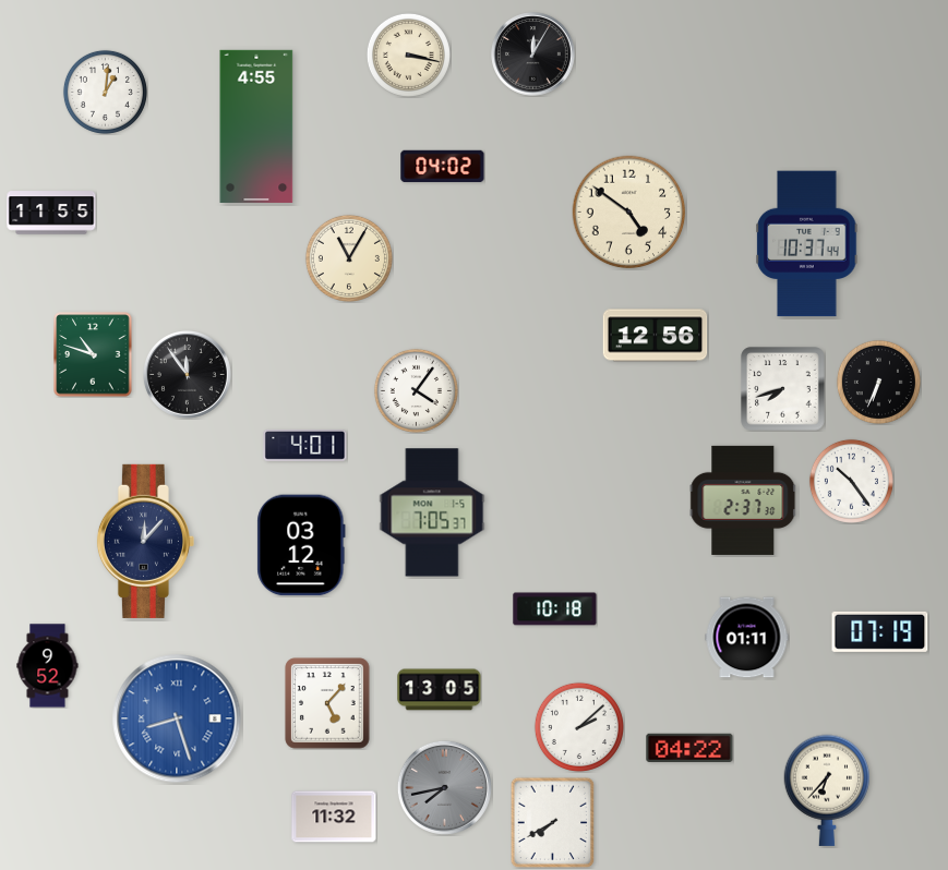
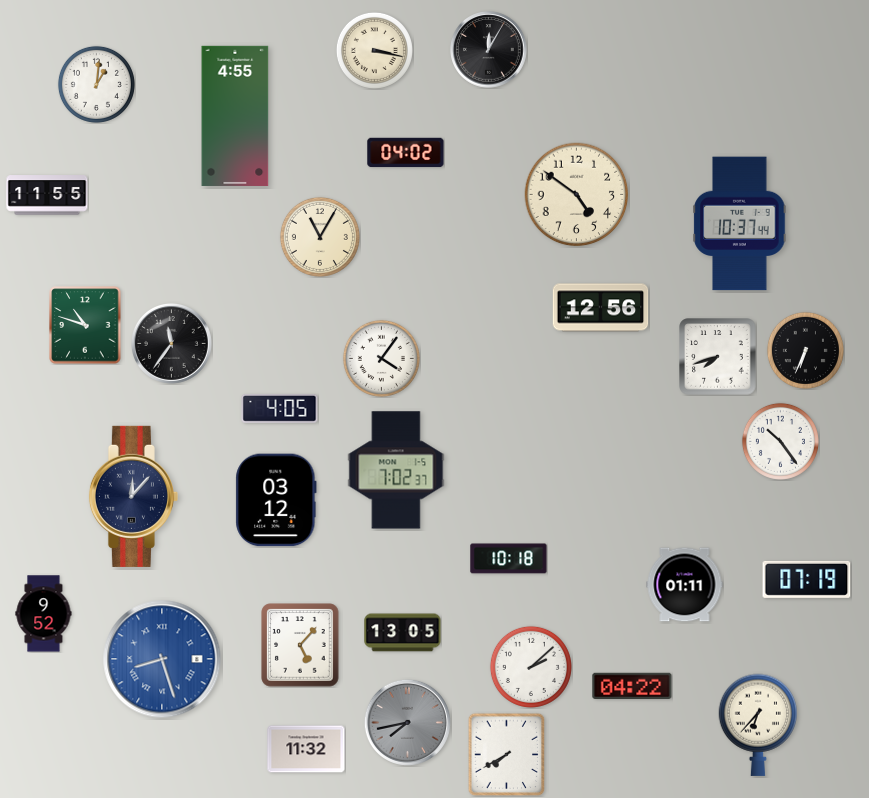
clock at (187, 374): 11:54 -> 11:36
clock at (305, 445): 4:01 -> 4:05
clock at (743, 500): 2:37 -> none
clock at (432, 512): 7:05 -> 7:02
clock at (48, 666) position: (48, 666) -> (44, 614)
